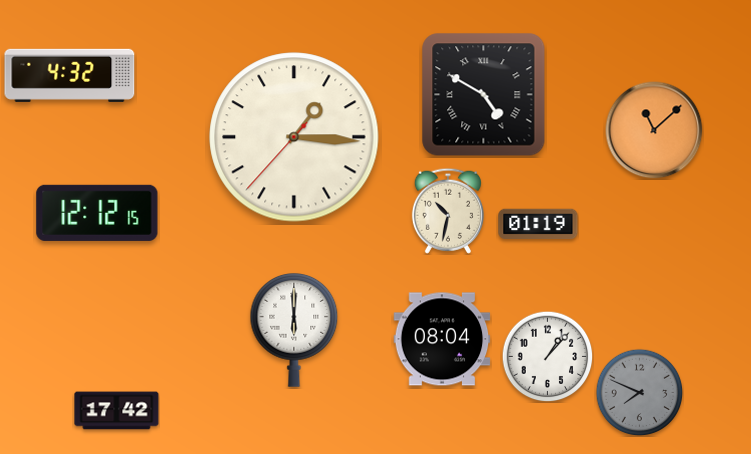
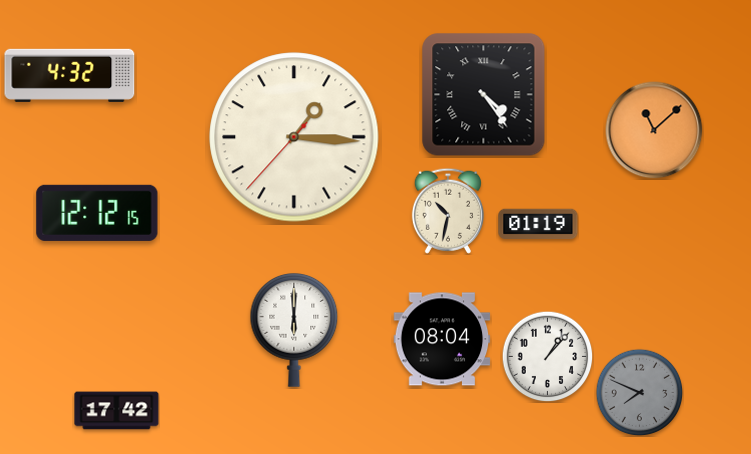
clock at (484, 95): 4:50 -> 4:24
